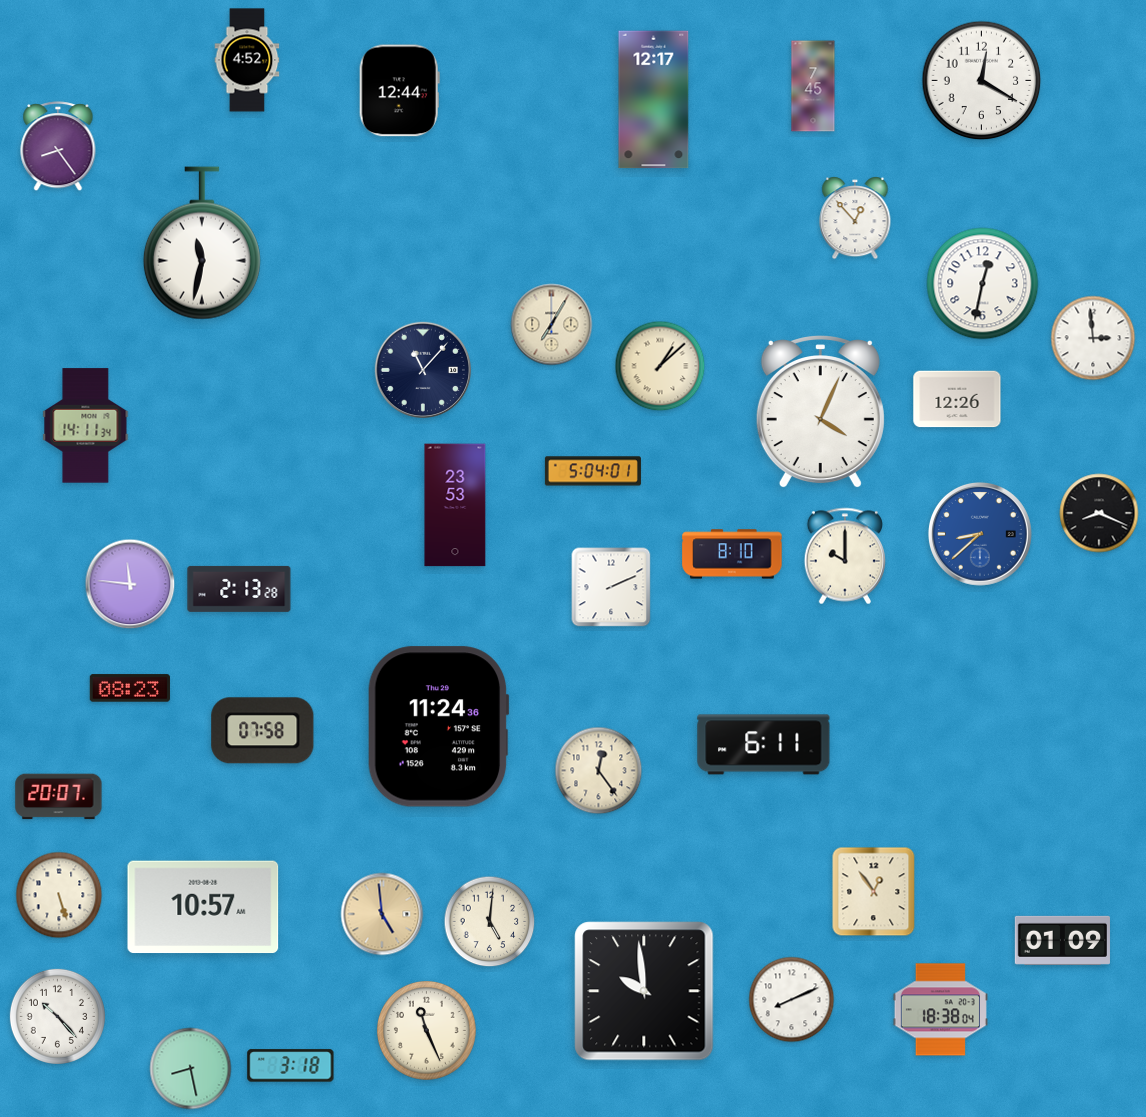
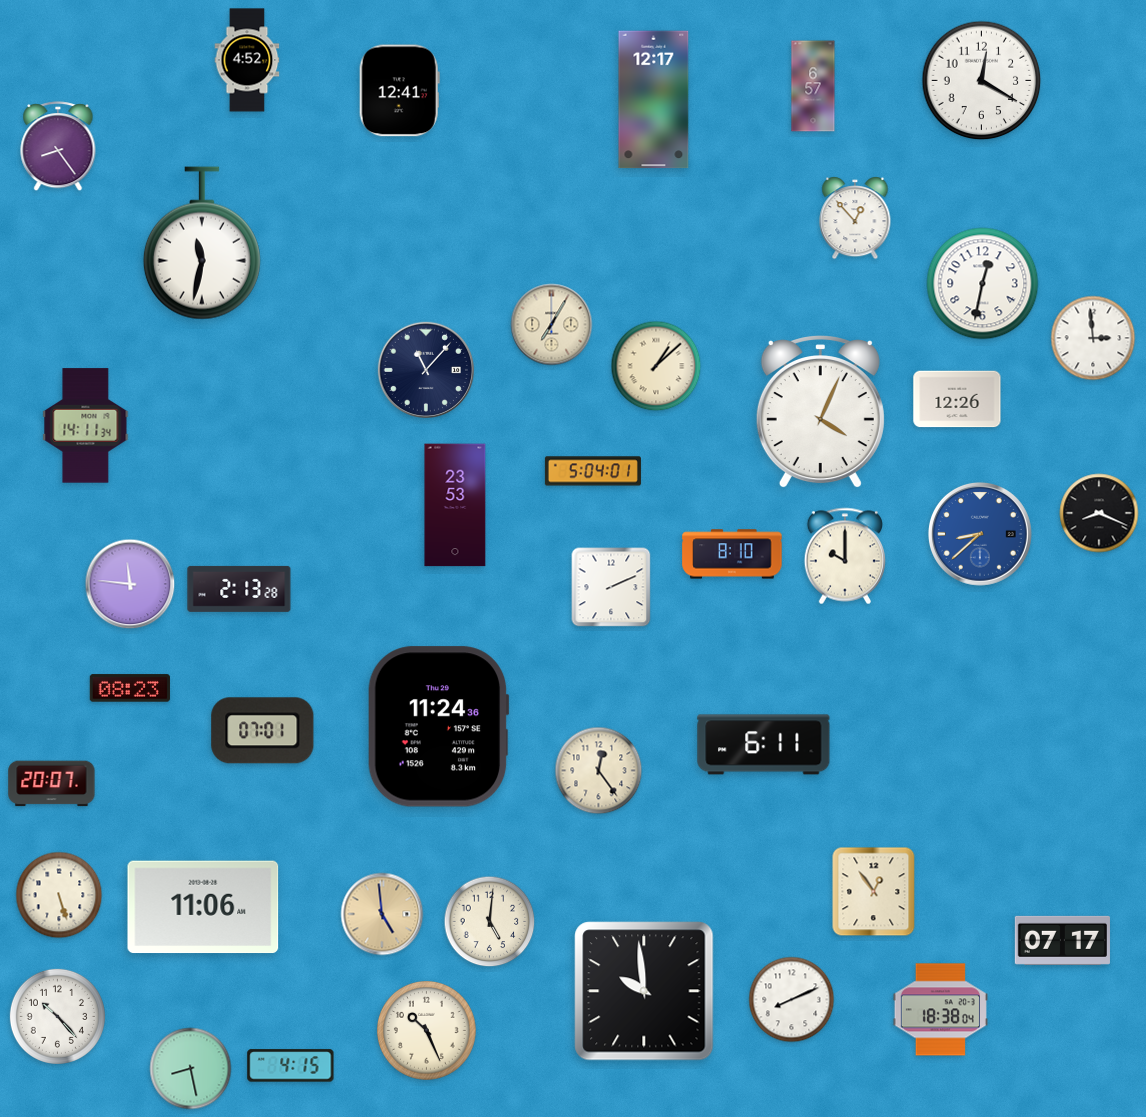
clock at (813, 86): 7:45 -> 6:57
clock at (399, 91): 12:44 -> 12:41
clock at (660, 366) position: (660, 366) -> (656, 366)
clock at (423, 370) position: (423, 370) -> (426, 370)
clock at (263, 731): 07:58 -> 07:01
clock at (59, 797) position: (59, 797) -> (52, 784)
clock at (203, 907): 10:57 -> 11:06
clock at (1062, 940): 01:09 -> 07:17
clock at (426, 1030): 11:26 -> 10:26
clock at (291, 1066): 3:18 -> 4:15
